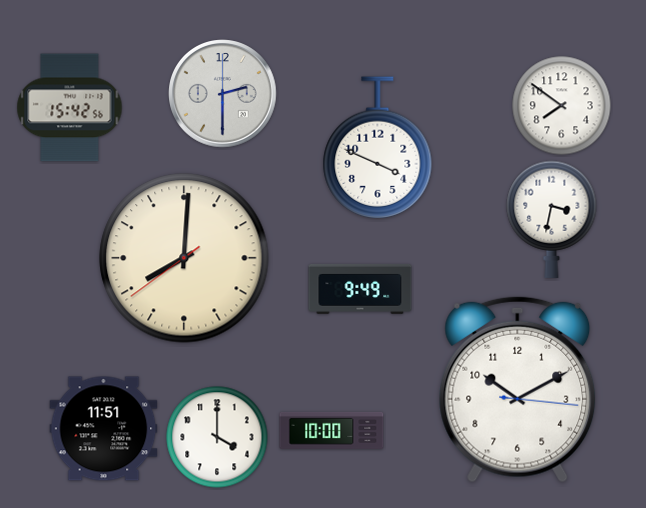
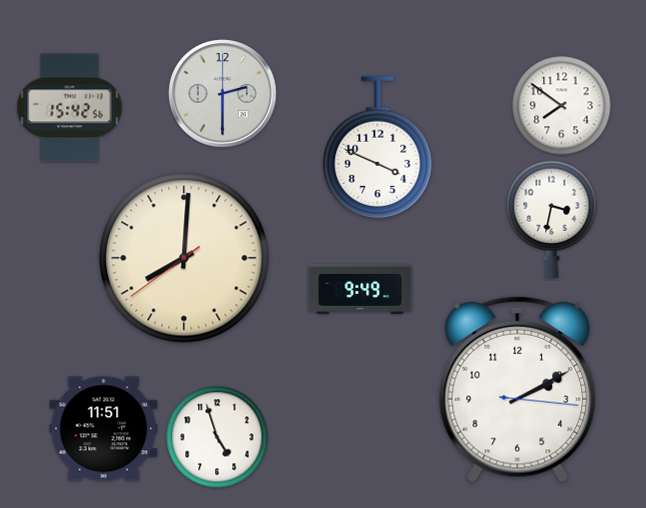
clock at (518, 389): 10:10 -> 2:10
clock at (332, 430): 10:00 -> none
clock at (217, 437): 4:00 -> 4:57
